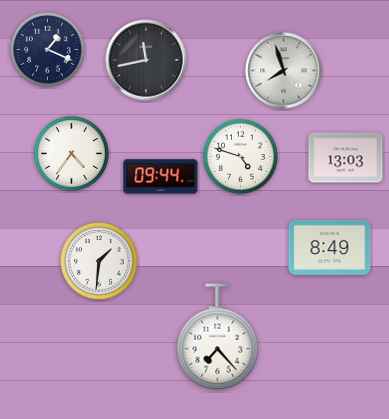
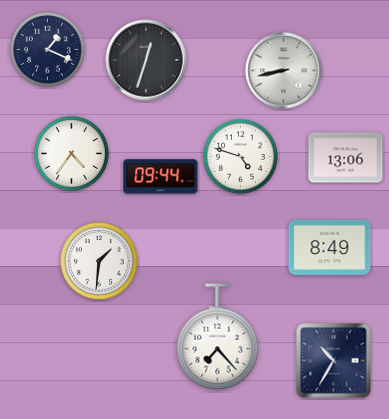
clock at (146, 60): 11:43 -> 12:33
clock at (284, 71): 7:57 -> 8:43
clock at (346, 158): 13:03 -> 13:06
clock at (334, 361): none -> 10:35
